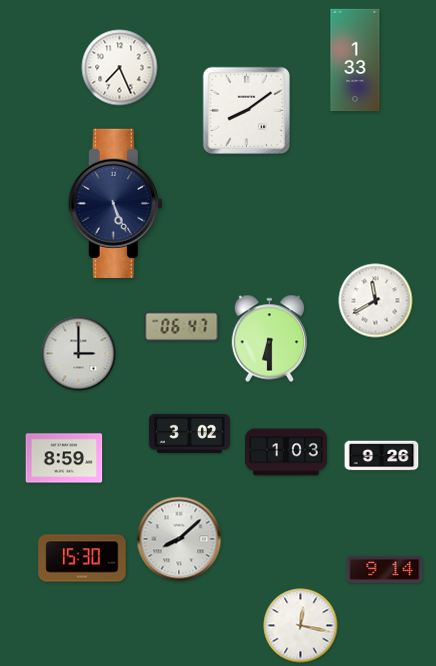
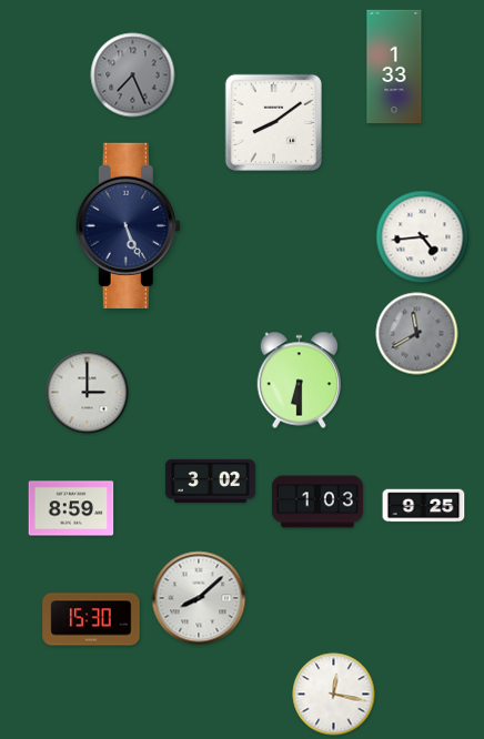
clock at (120, 68) dial: white -> grey
clock at (423, 237): none -> 4:44
clock at (376, 301) dial: white -> grey
clock at (182, 326): 06:47 -> none
clock at (270, 339) position: (270, 339) -> (300, 381)
clock at (382, 456): 9:26 -> 9:25
clock at (385, 569): 9:14 -> none
